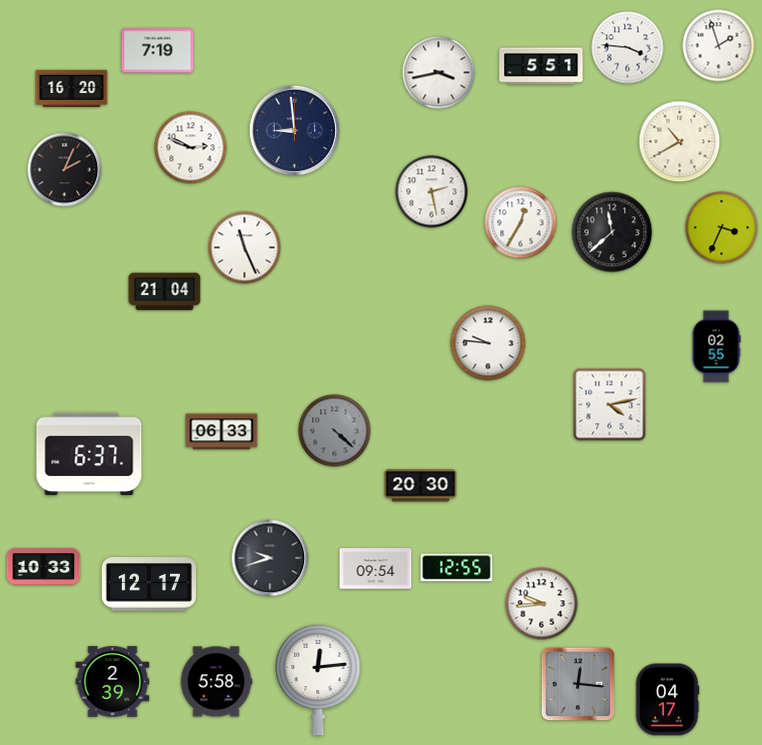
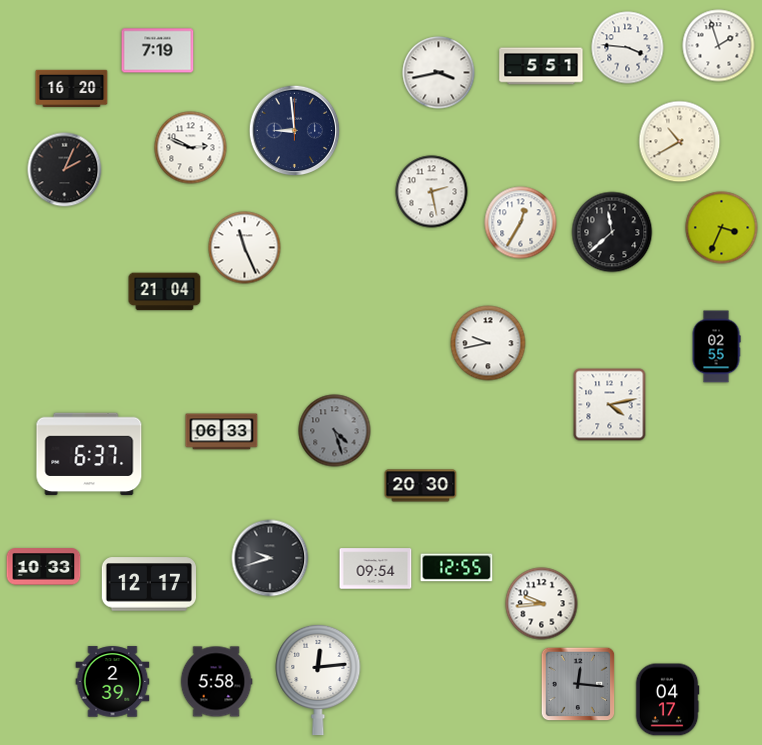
clock at (488, 343): 9:46 -> 9:43
clock at (335, 431): 4:22 -> 4:27
